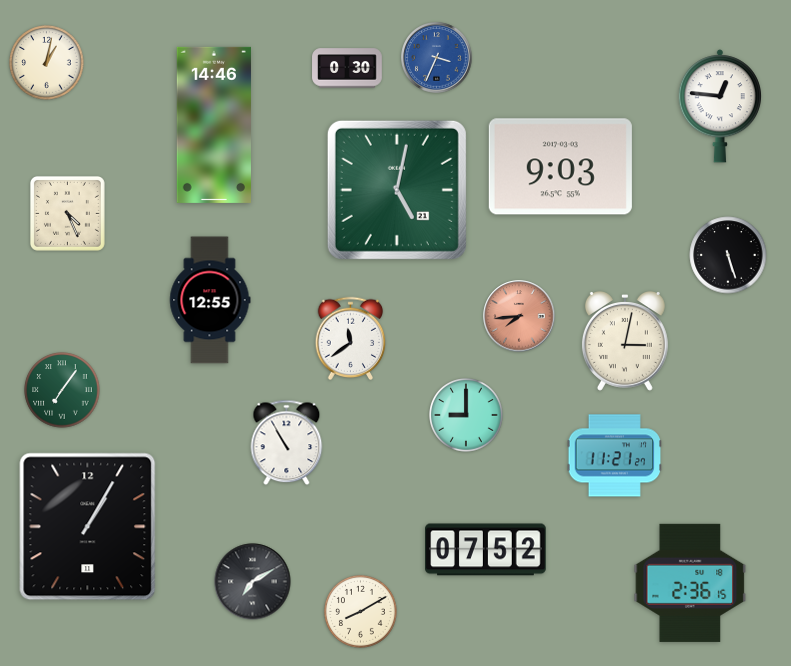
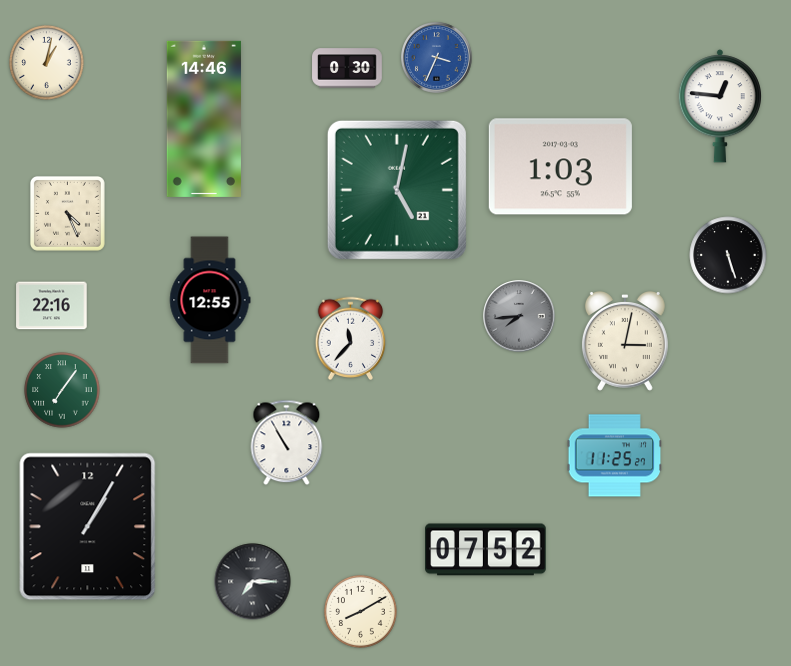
clock at (214, 125) position: (214, 125) -> (204, 119)
clock at (560, 167): 9:03 -> 1:03
clock at (52, 306): none -> 22:16
clock at (519, 316) dial: salmon -> grey
clock at (351, 338): 11:39 -> 11:37
clock at (467, 416): 9:00 -> none
clock at (615, 456): 11:21 -> 11:25
clock at (253, 582): 7:10 -> 7:15
clock at (690, 583): 2:36 -> none
